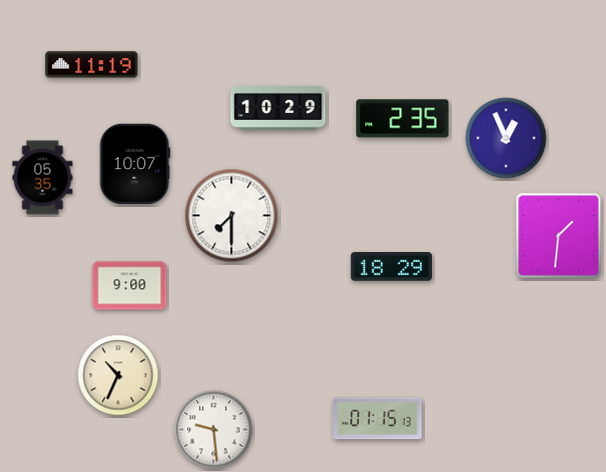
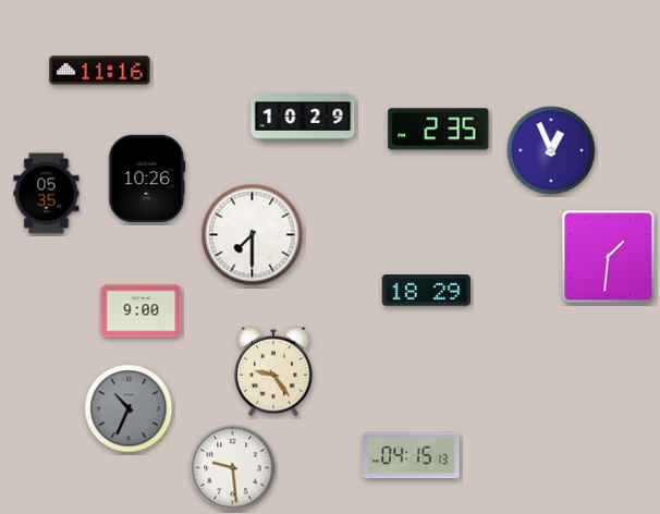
clock at (92, 65): 11:19 -> 11:16
clock at (135, 164): 10:07 -> 10:26
clock at (273, 371): none -> 9:24
clock at (118, 375) dial: cream -> grey
clock at (378, 419): 01:15 -> 04:15
